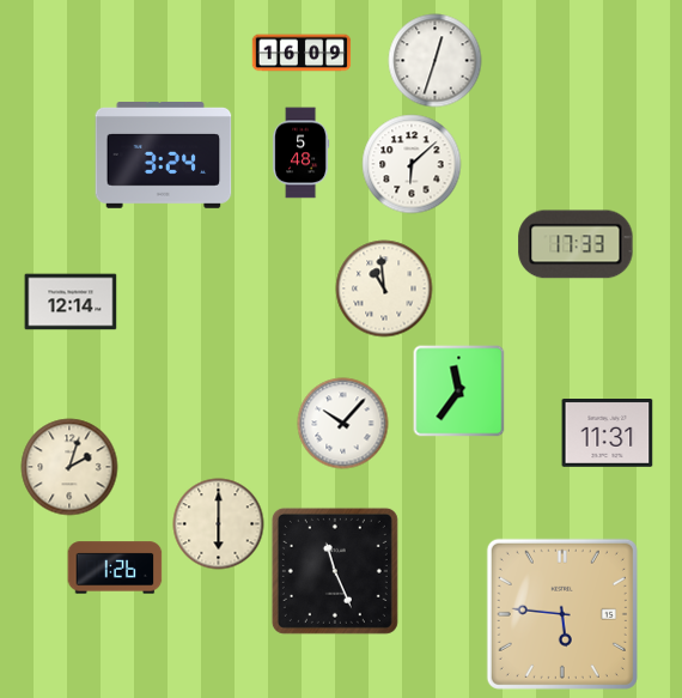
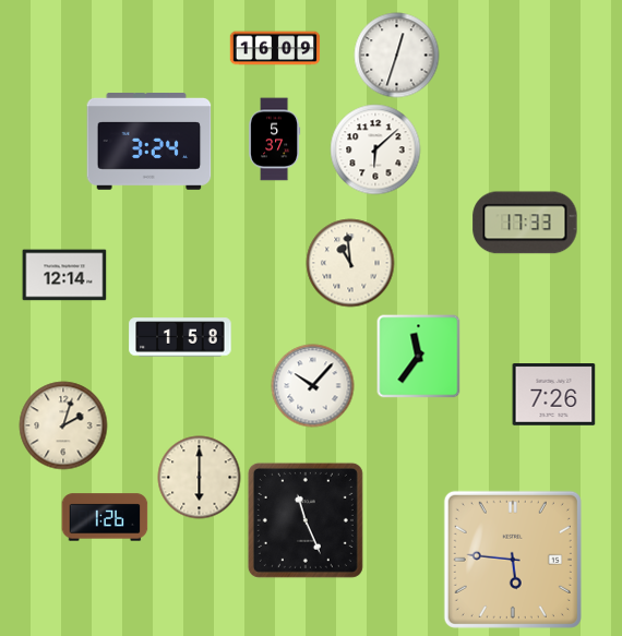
clock at (302, 153): 5:48 -> 5:37
clock at (180, 337): none -> 1:58
clock at (608, 433): 11:31 -> 7:26
